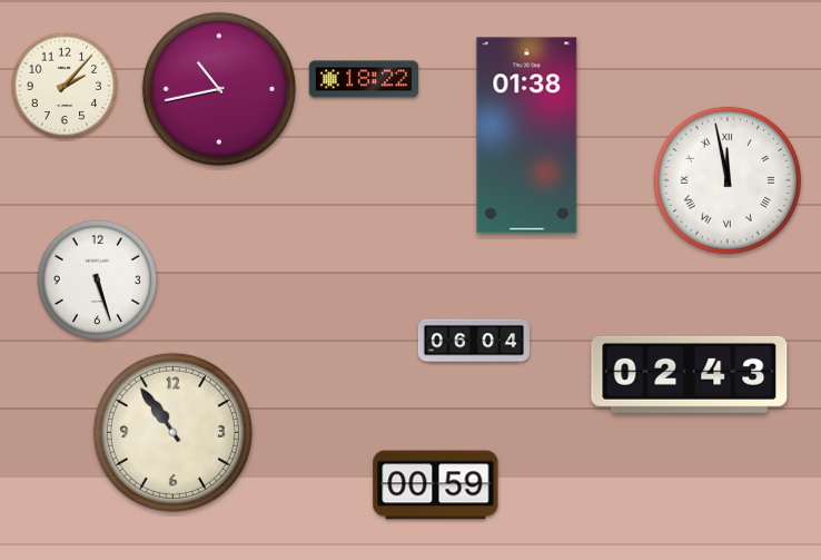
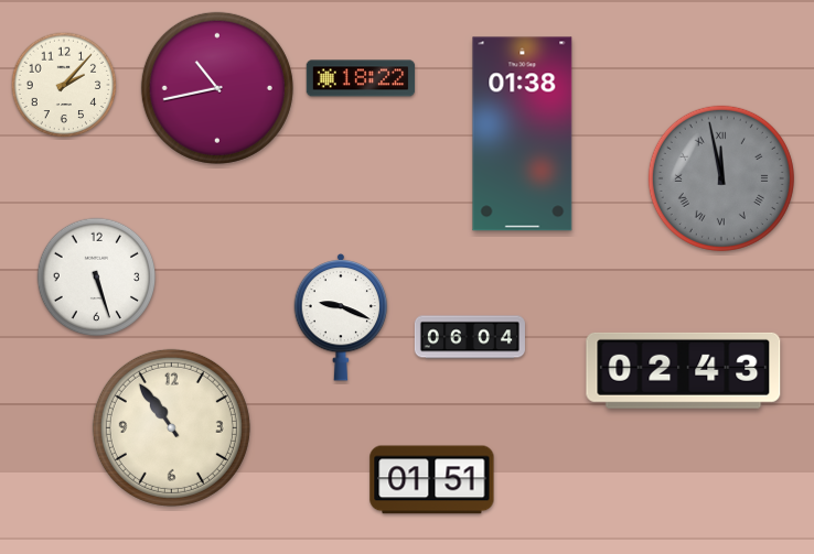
clock at (728, 180) dial: white -> grey
clock at (341, 317): none -> 9:19
clock at (436, 485): 00:59 -> 01:51
